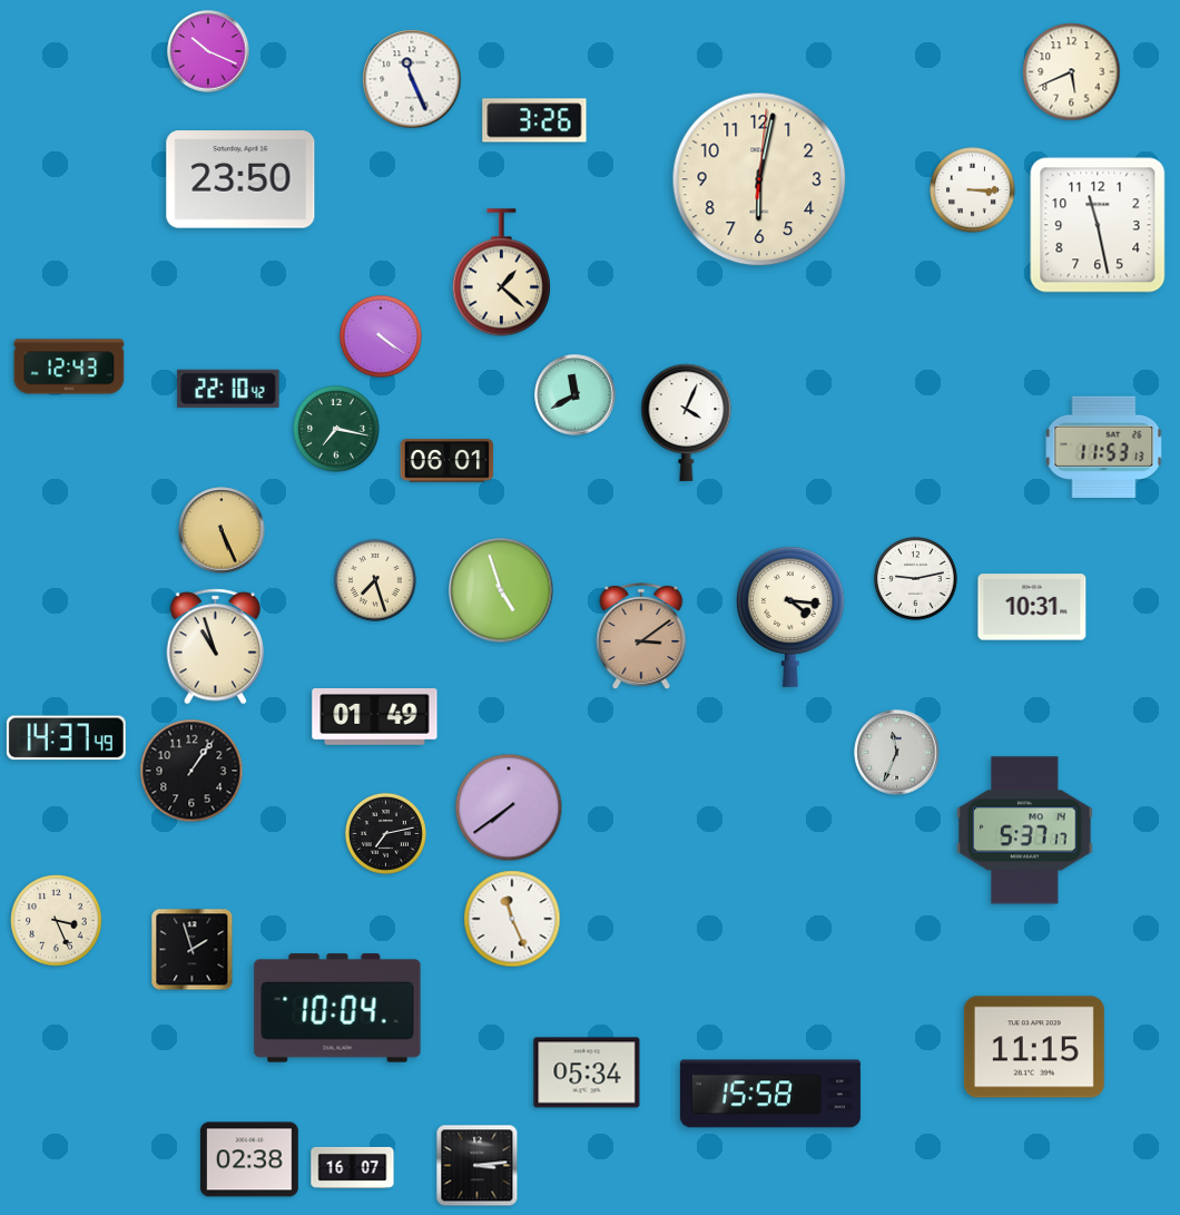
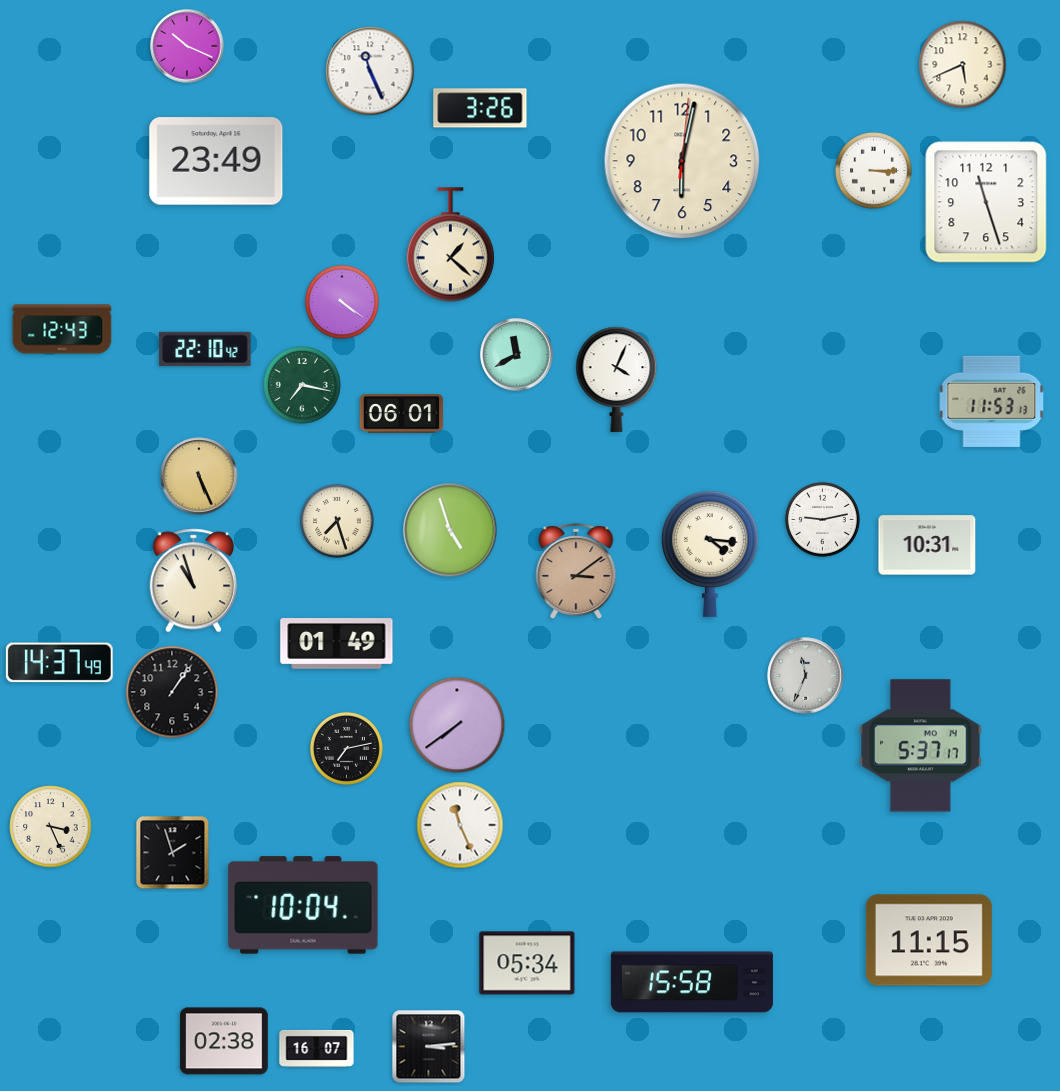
clock at (240, 179): 23:50 -> 23:49
clock at (1098, 225): 11:28 -> 11:27
